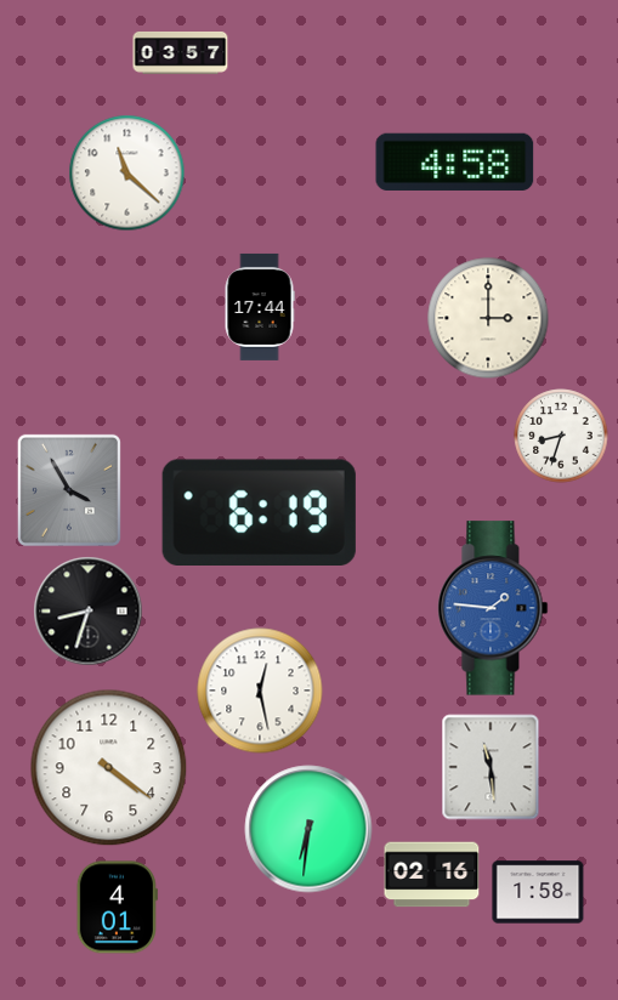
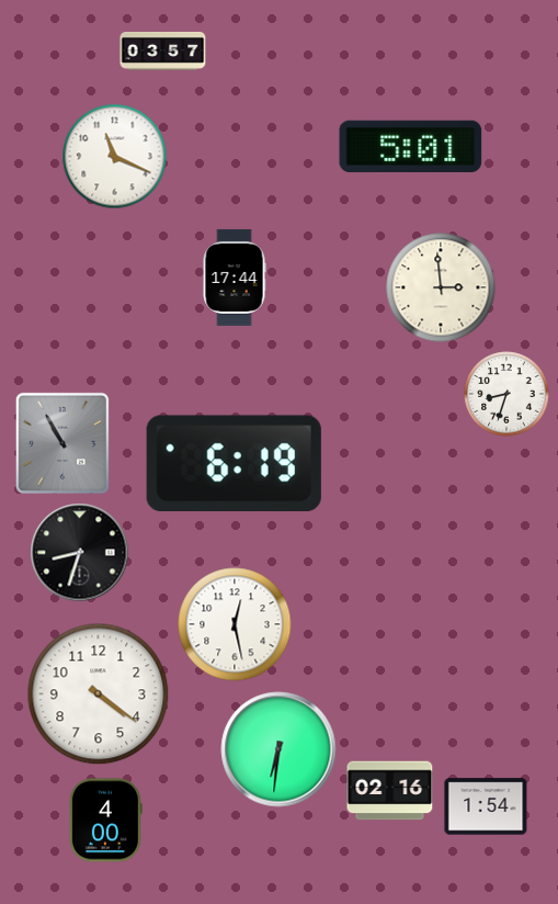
clock at (181, 53) position: (181, 53) -> (163, 52)
clock at (455, 161): 4:58 -> 5:01
clock at (127, 174): 11:22 -> 11:19
clock at (488, 318): 3:00 -> 2:59
clock at (69, 490): 3:55 -> 10:55
clock at (493, 608): 1:46 -> none
clock at (491, 767): 11:29 -> none
clock at (538, 892): 1:58 -> 1:54
clock at (117, 908): 4:01 -> 4:00
